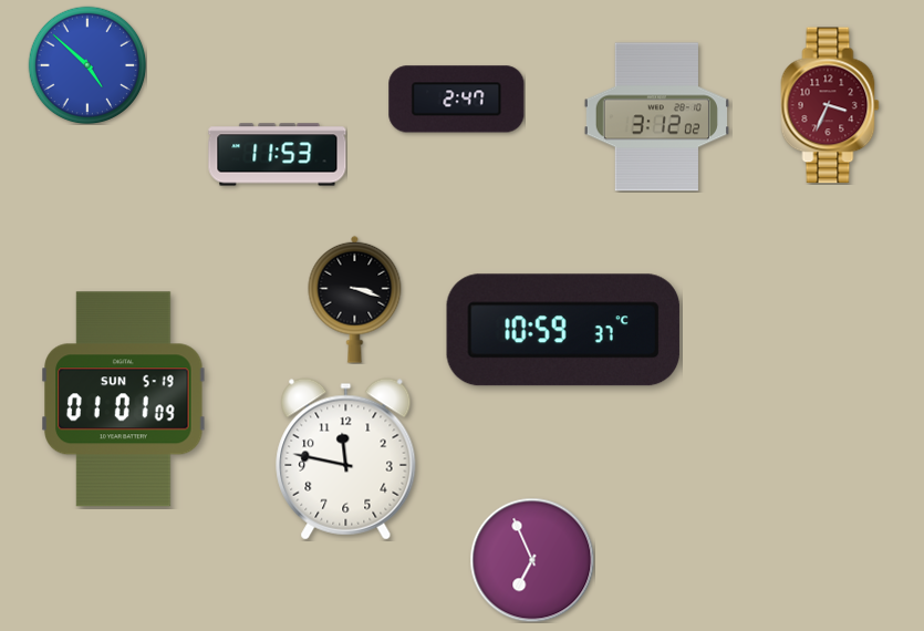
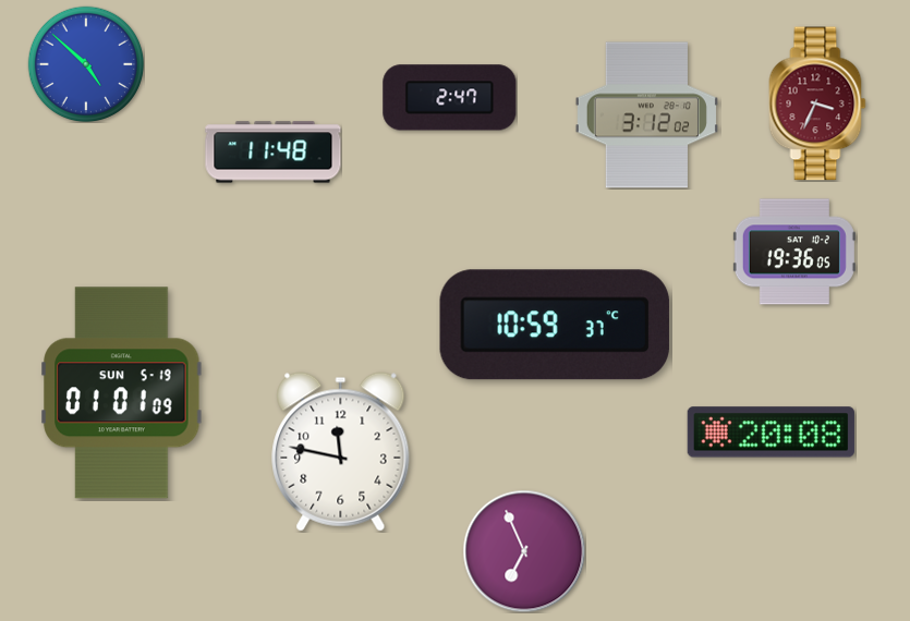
clock at (278, 155): 11:53 -> 11:48
clock at (794, 252): none -> 19:36
clock at (355, 299): 3:18 -> none
clock at (771, 433): none -> 20:08
